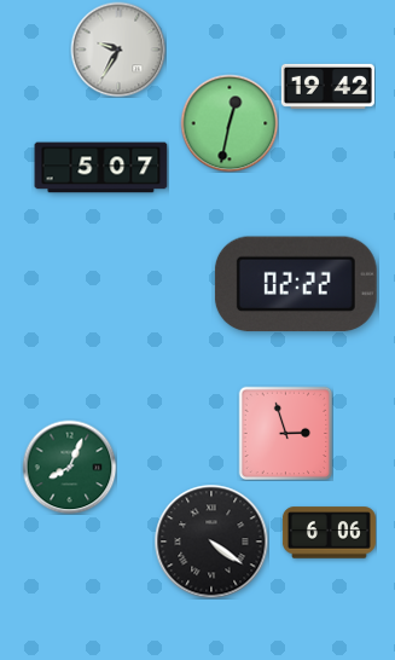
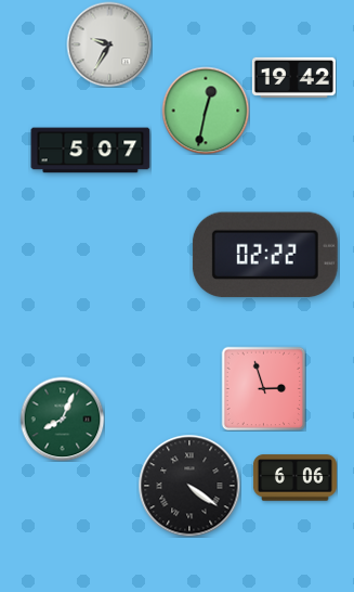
clock at (118, 50) position: (118, 50) -> (109, 44)
clock at (285, 433) position: (285, 433) -> (263, 388)
